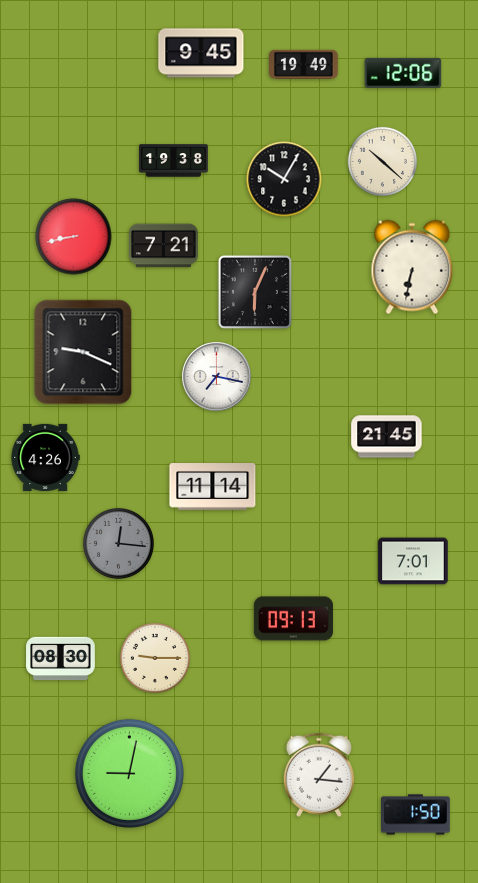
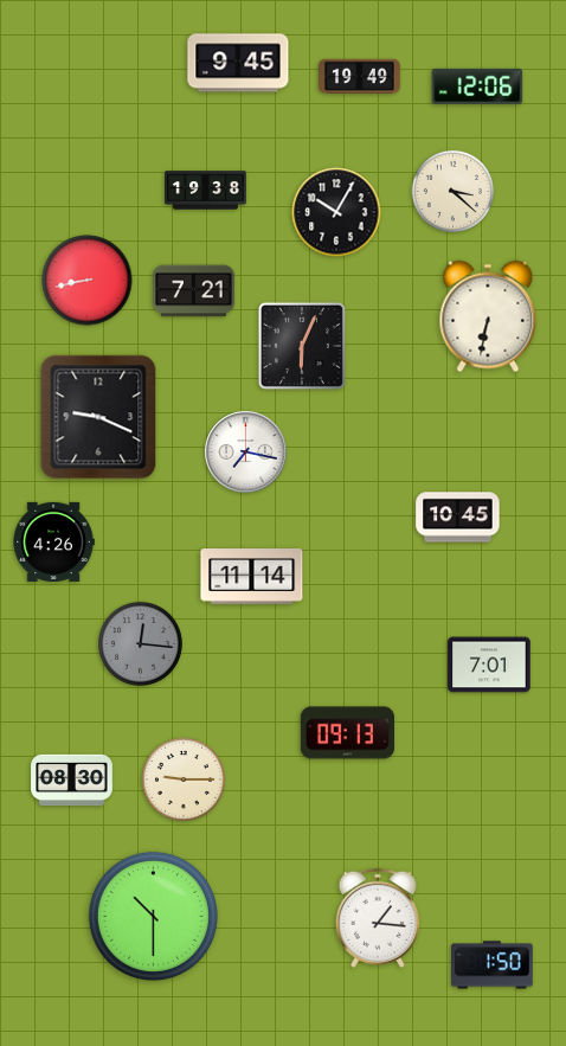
clock at (382, 161): 10:22 -> 3:22
clock at (217, 377) position: (217, 377) -> (246, 453)
clock at (387, 437): 21:45 -> 10:45
clock at (129, 773): 9:02 -> 10:30
